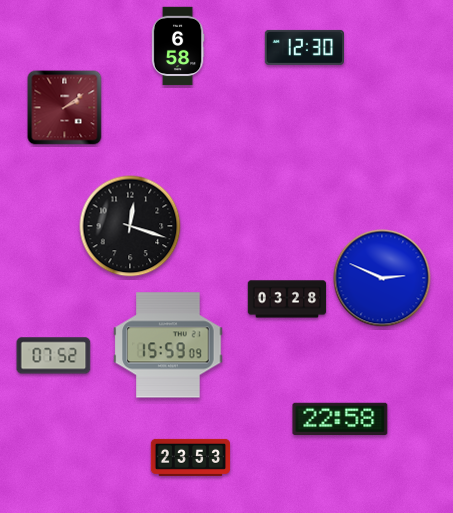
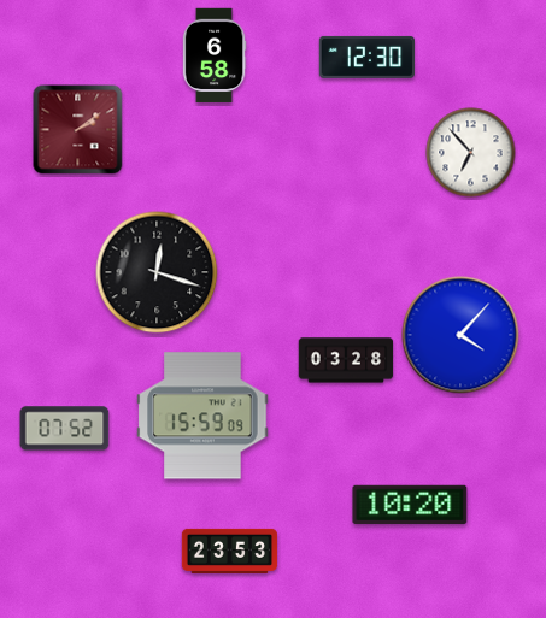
clock at (471, 153): none -> 6:53
clock at (382, 278): 2:49 -> 4:07
clock at (340, 419): 22:58 -> 10:20
